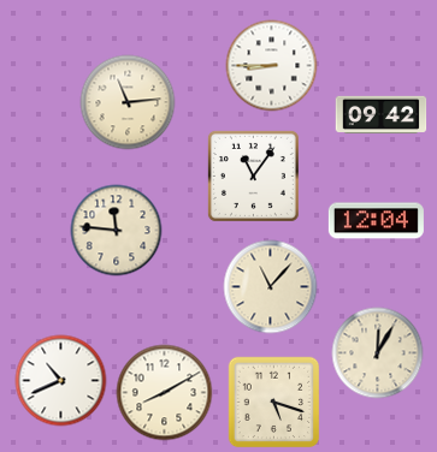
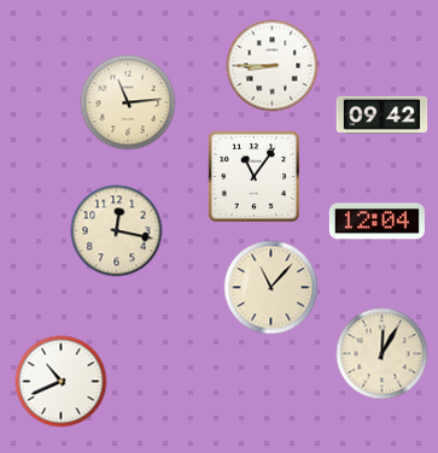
clock at (117, 231): 11:46 -> 12:17
clock at (378, 353) position: (378, 353) -> (382, 354)
clock at (165, 393): 8:10 -> none
clock at (273, 403): 5:18 -> none
